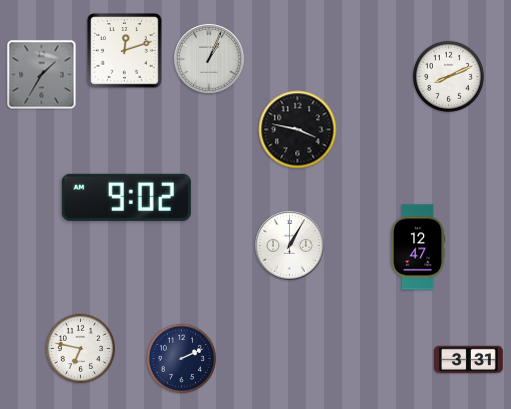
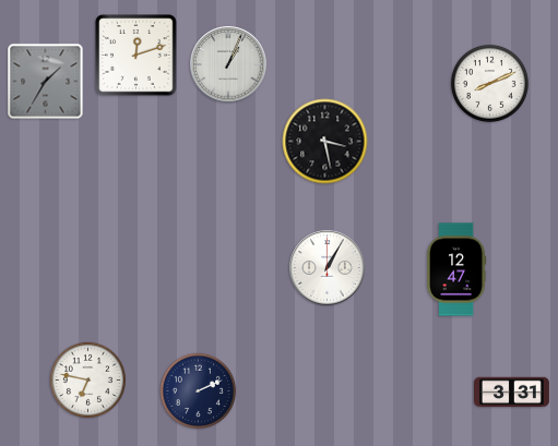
clock at (298, 130): 3:47 -> 3:28
clock at (126, 197): 9:02 -> none
clock at (290, 246) position: (290, 246) -> (328, 268)
